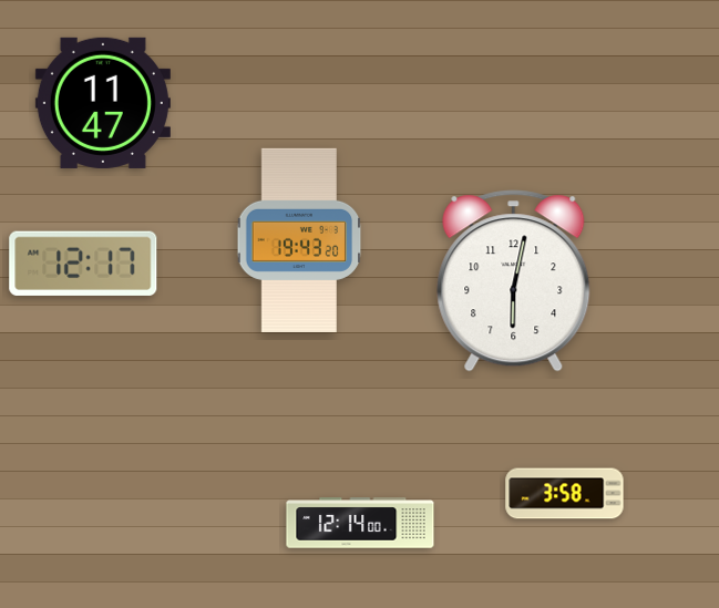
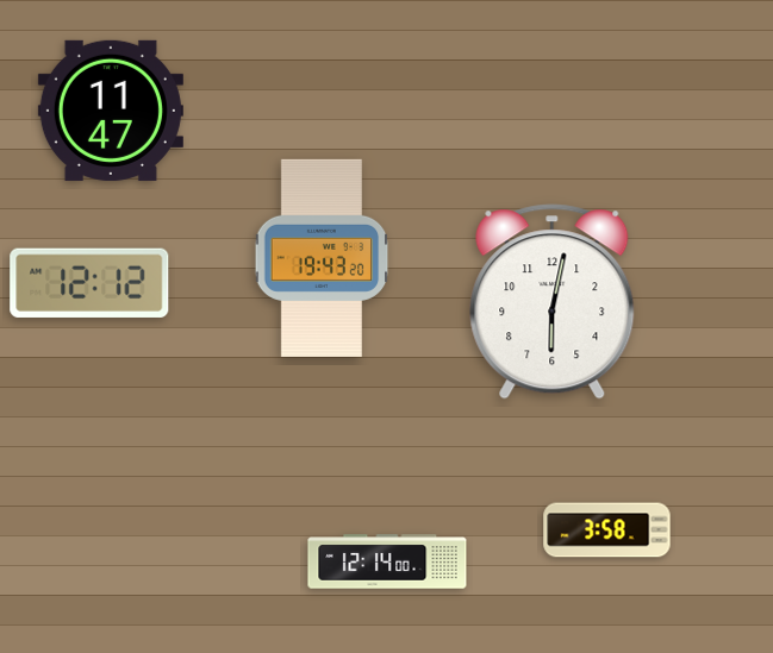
clock at (83, 264): 12:17 -> 12:12
